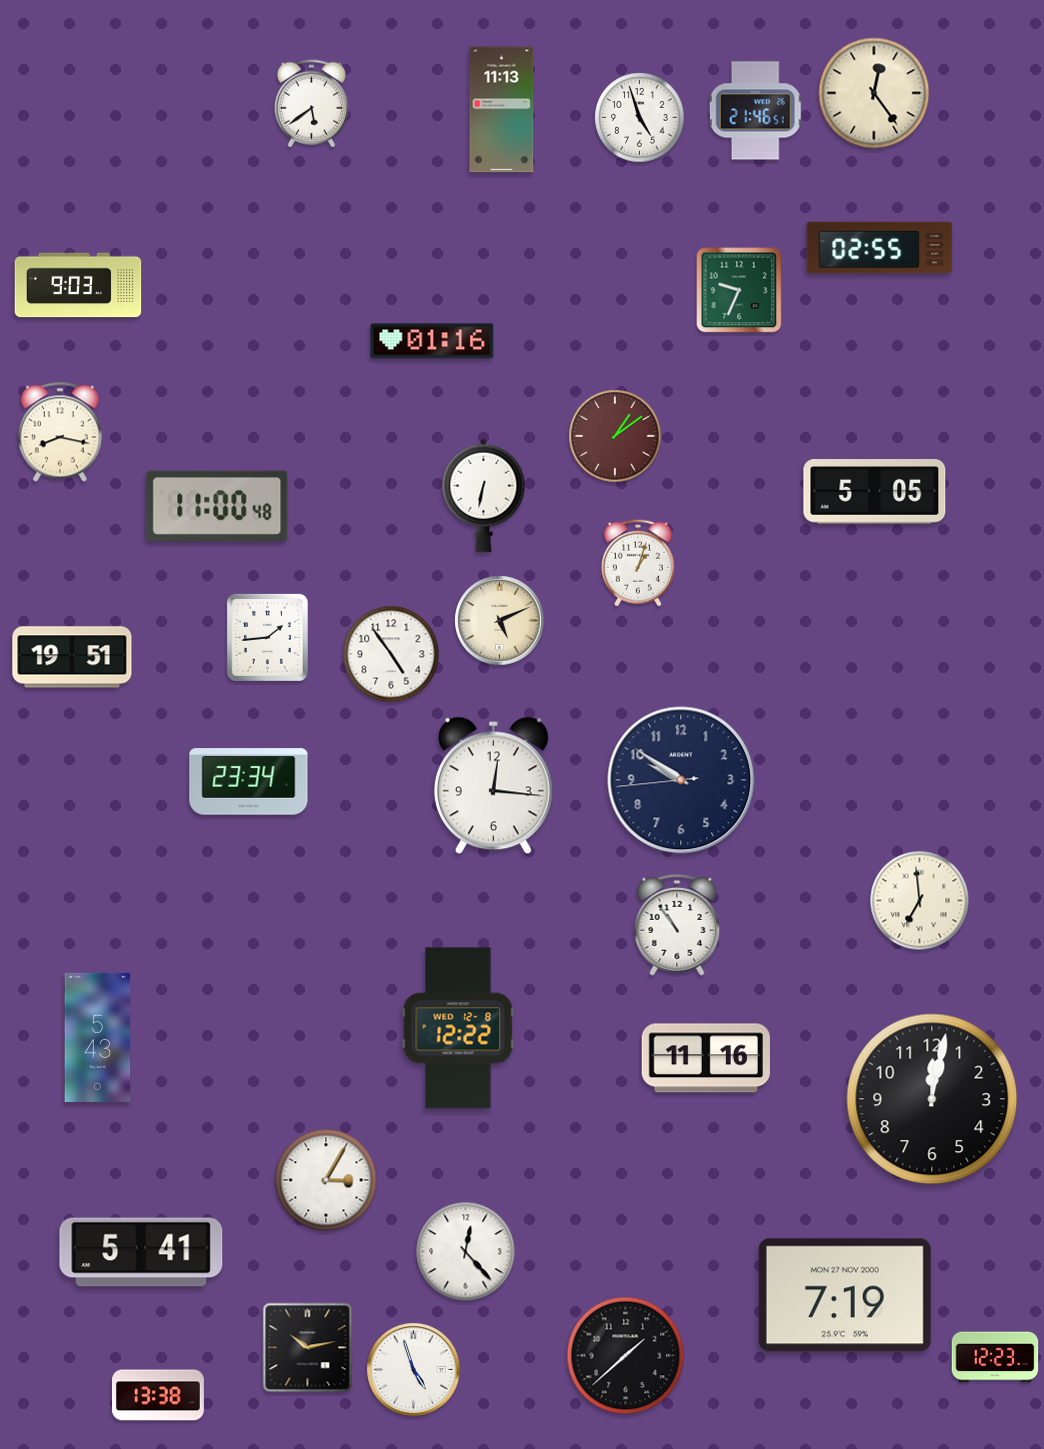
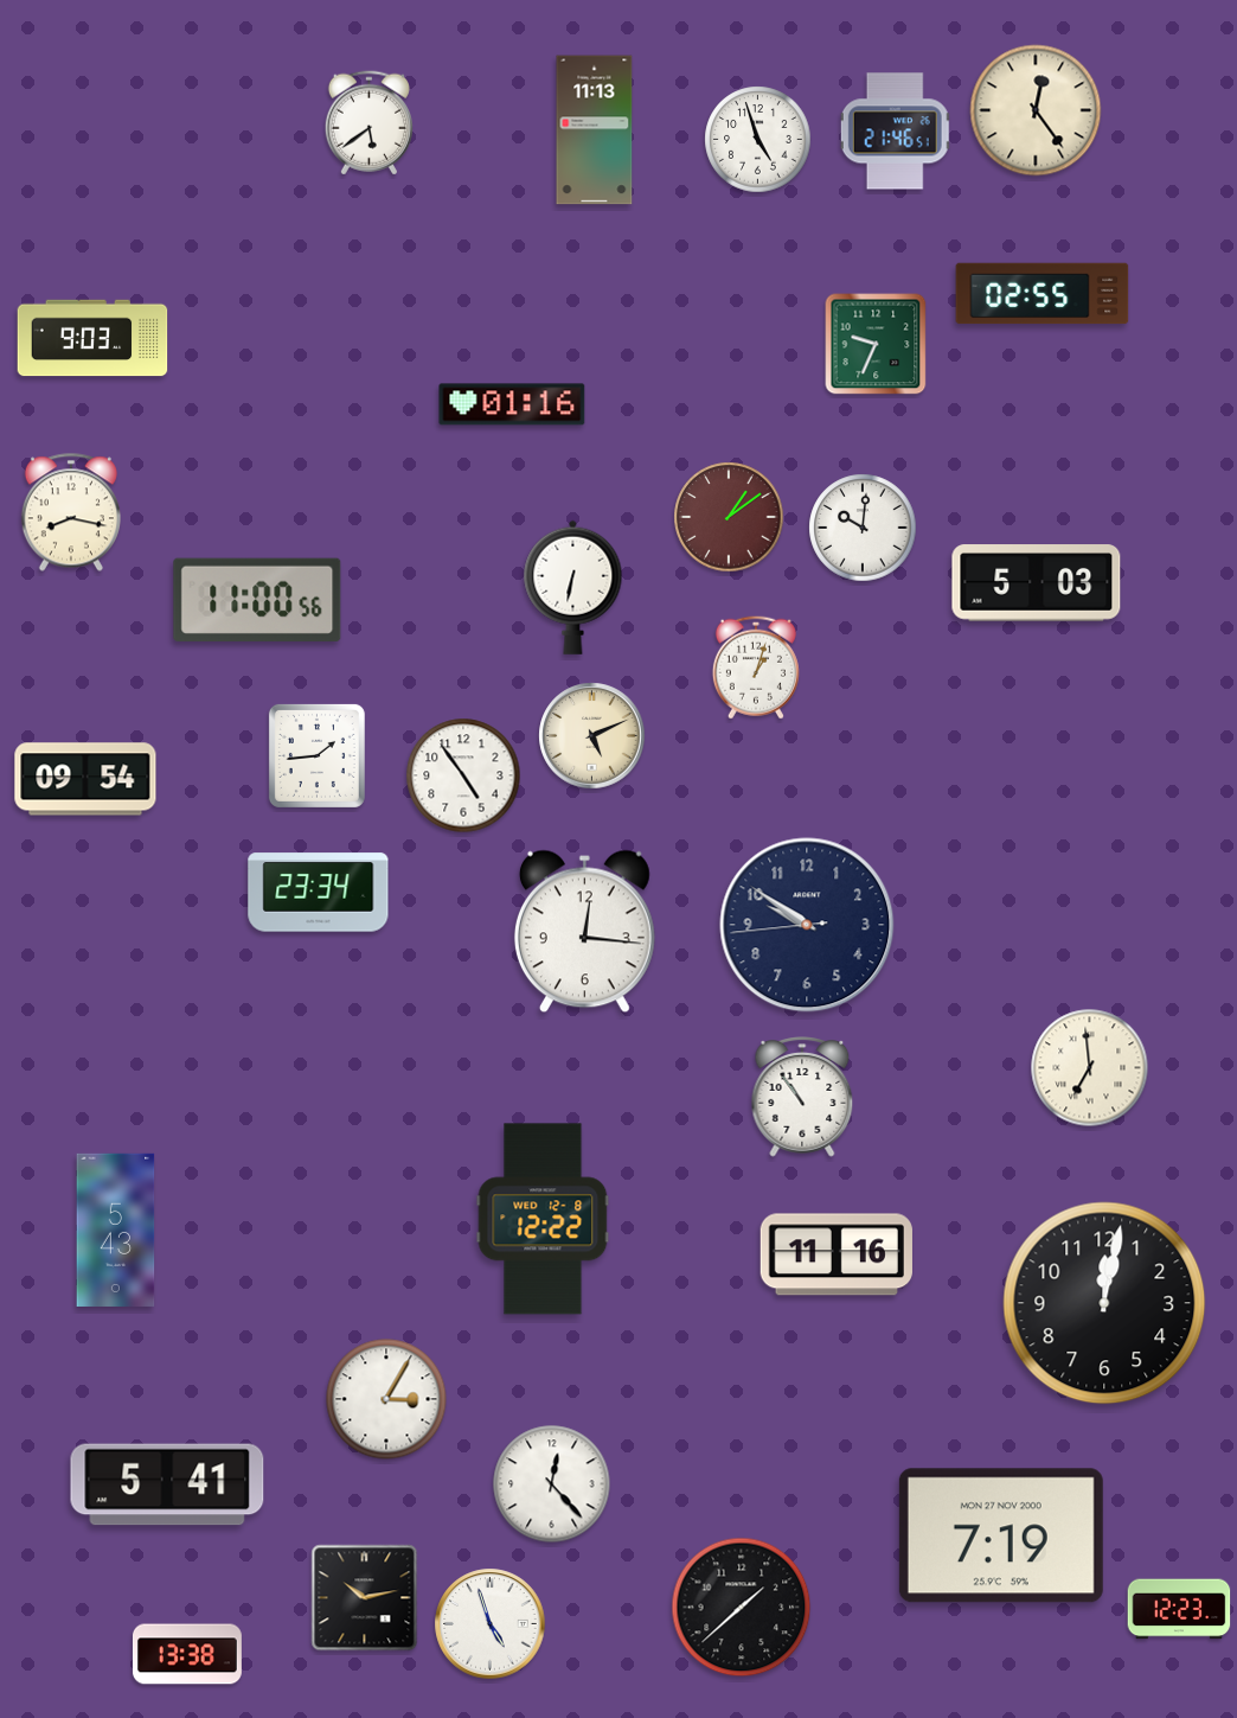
clock at (863, 528): none -> 10:01
clock at (875, 492): 5:05 -> 5:03
clock at (217, 506): 11:00:48 -> 11:00:56
clock at (72, 657): 19:51 -> 09:54
clock at (249, 782) position: (249, 782) -> (319, 893)
